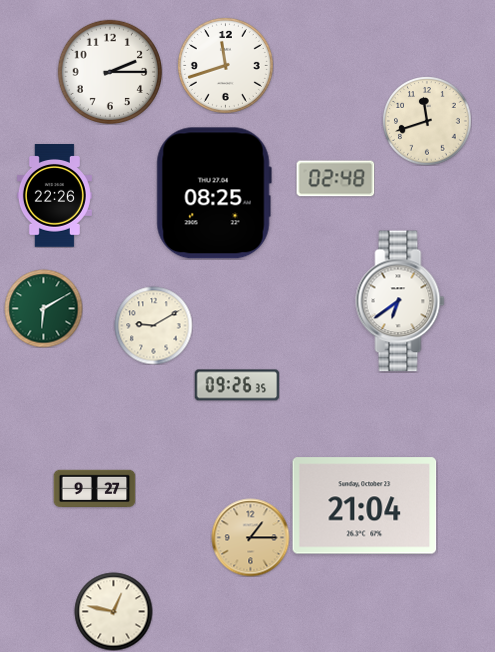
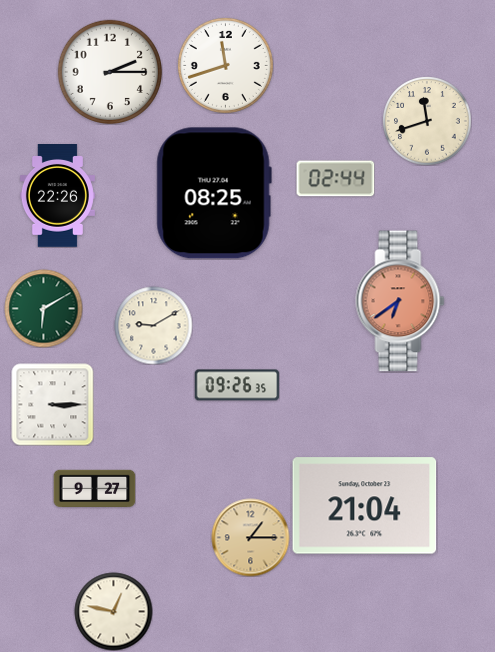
clock at (335, 179): 02:48 -> 02:44
clock at (54, 196) position: (54, 196) -> (57, 196)
clock at (400, 301) dial: white -> salmon
clock at (52, 404): none -> 3:15
